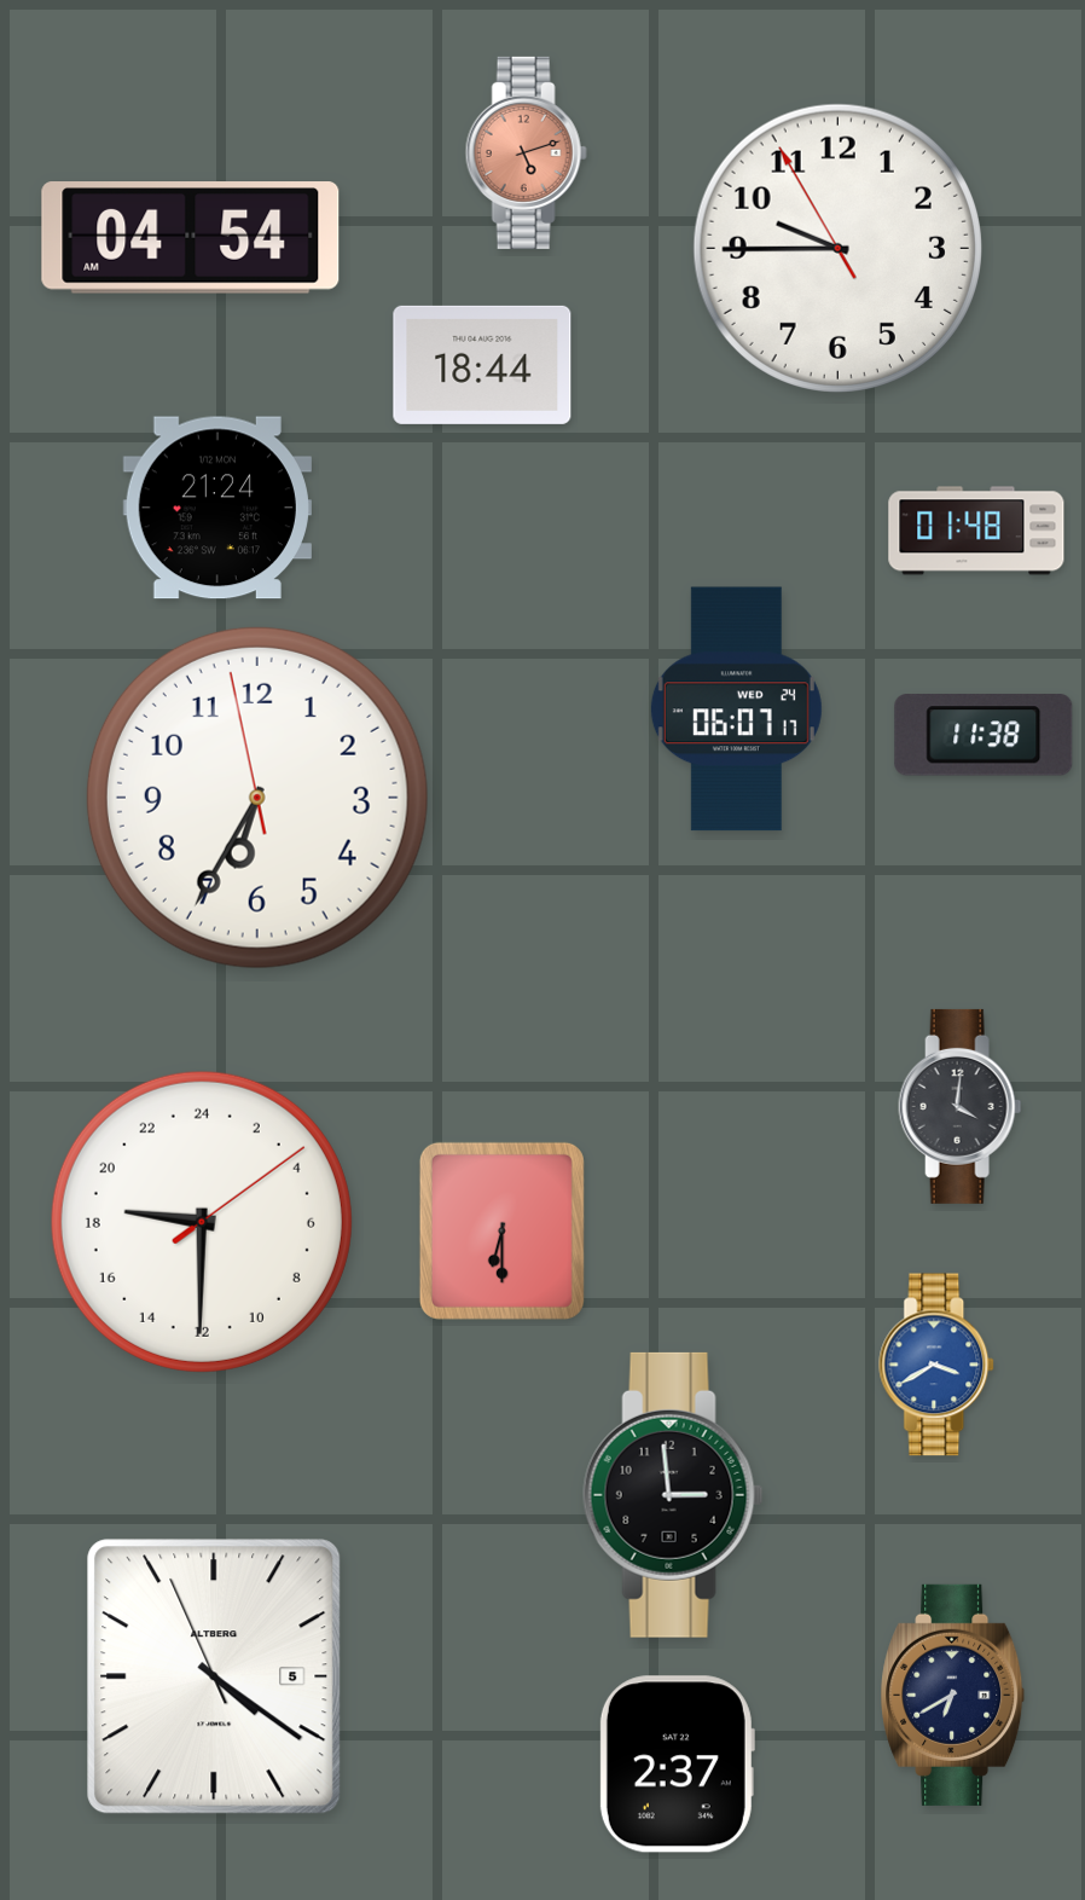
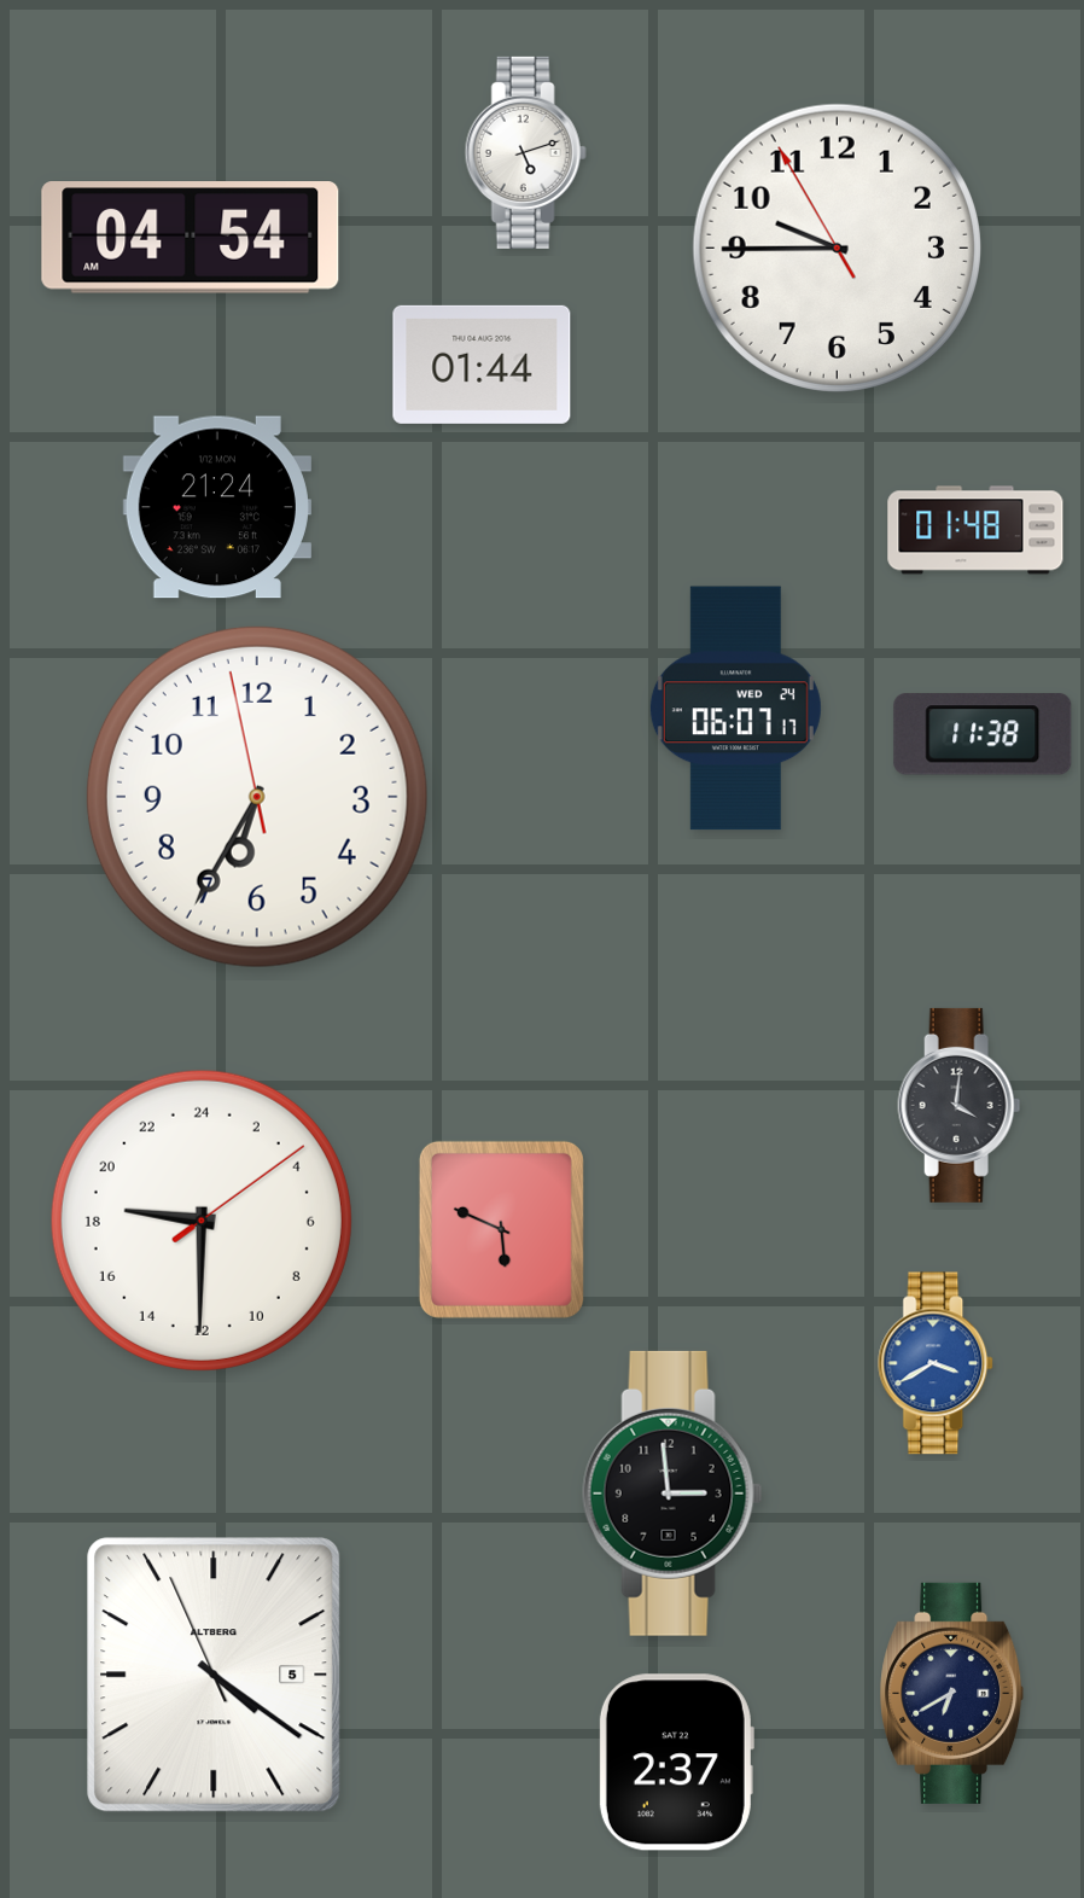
clock at (526, 152) dial: salmon -> white
clock at (482, 365): 18:44 -> 01:44
clock at (501, 1230): 6:30 -> 5:49
